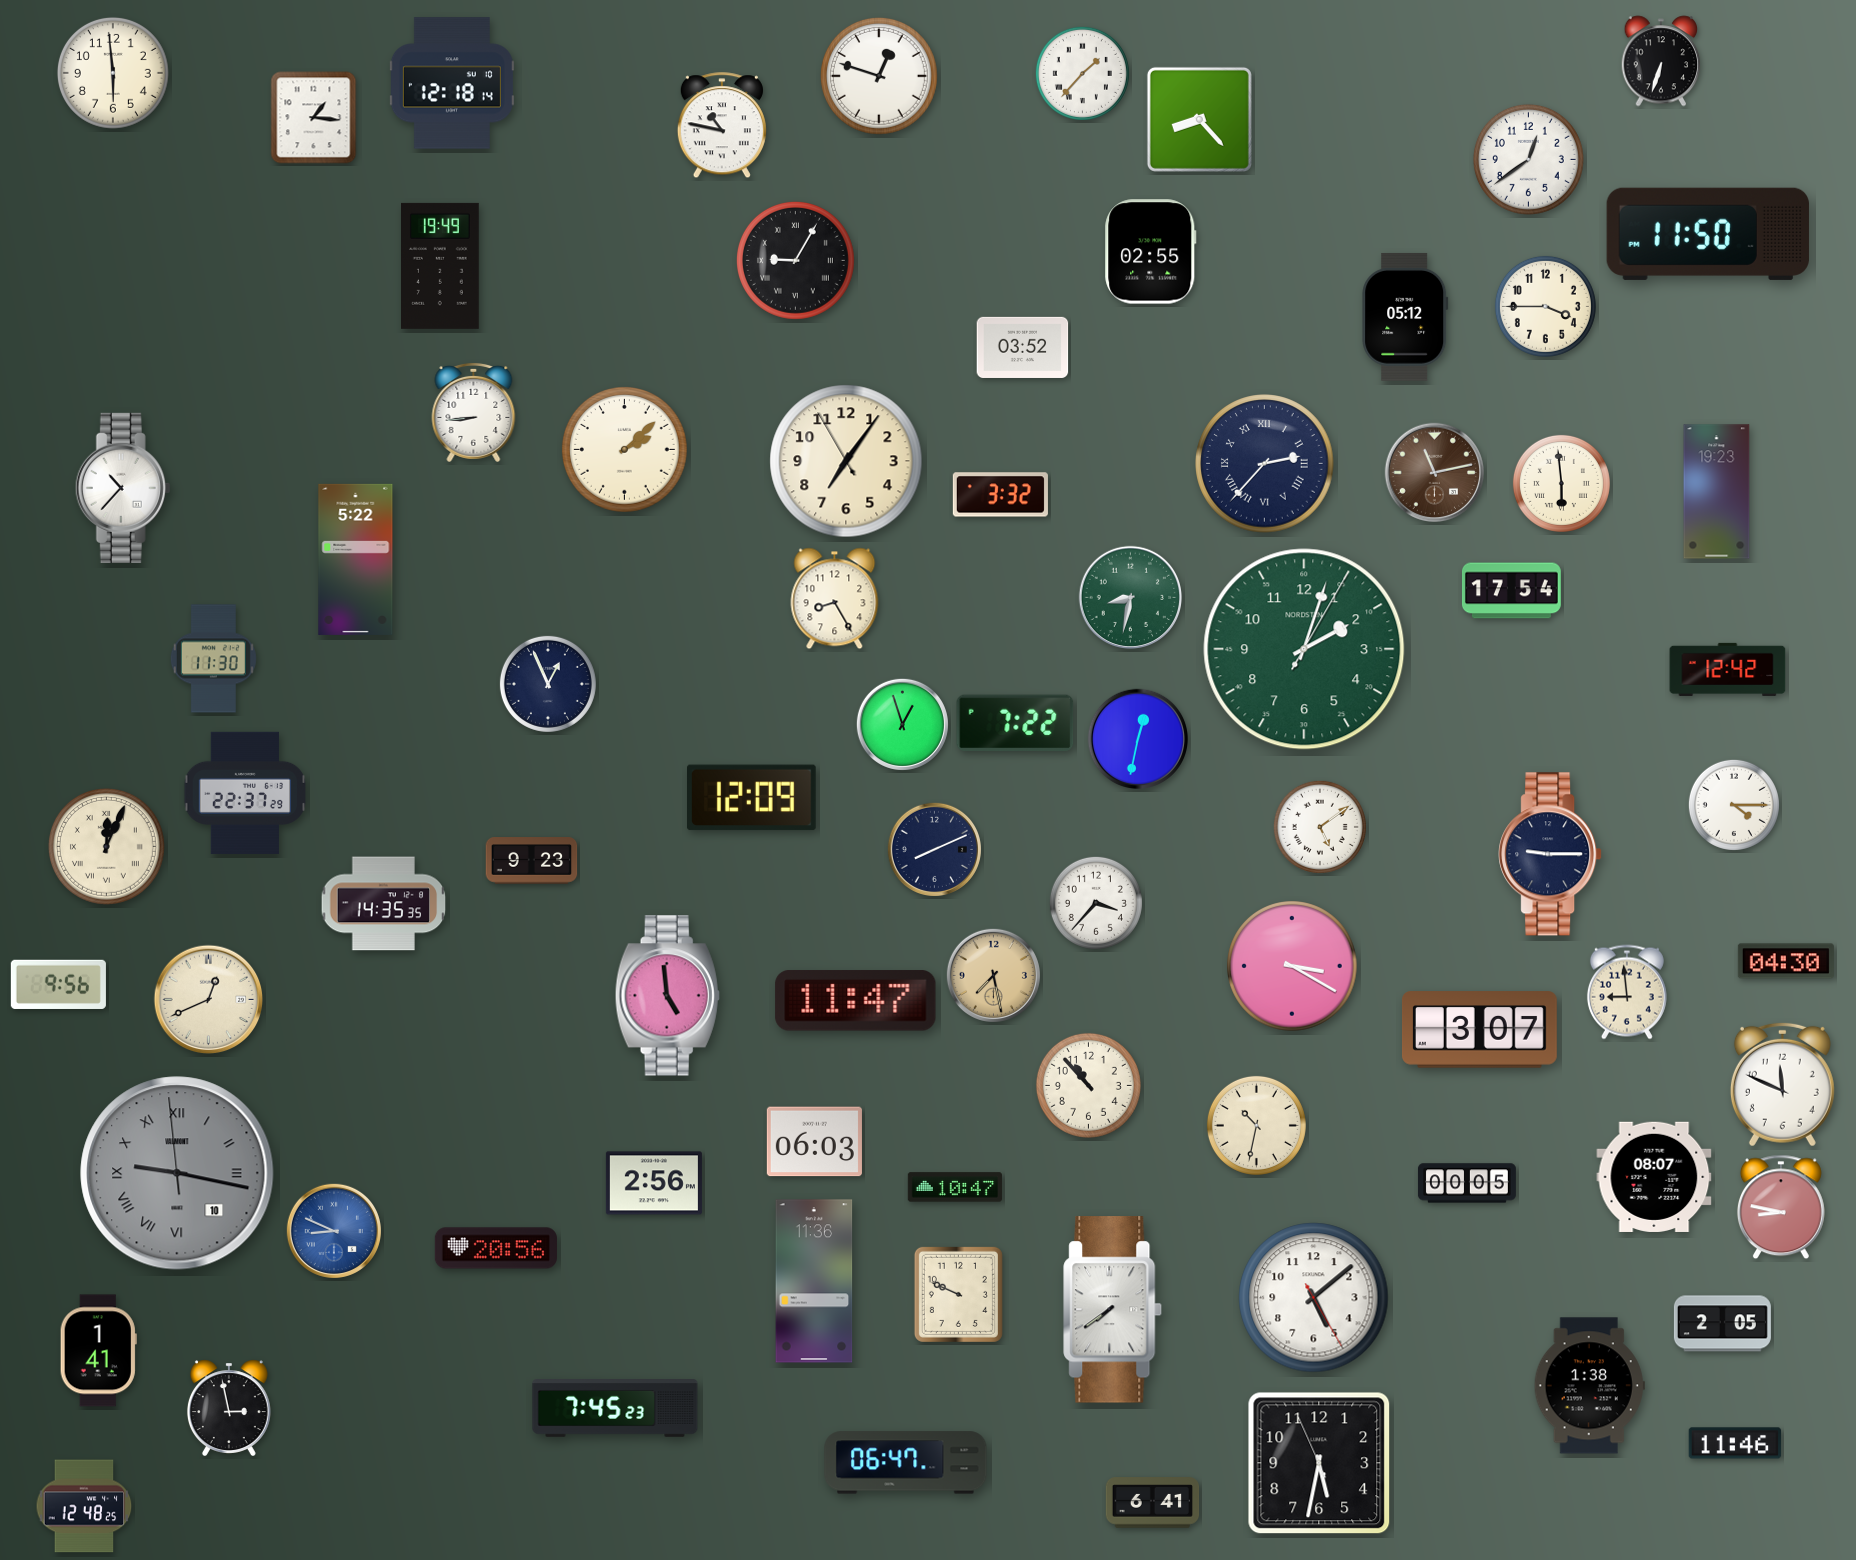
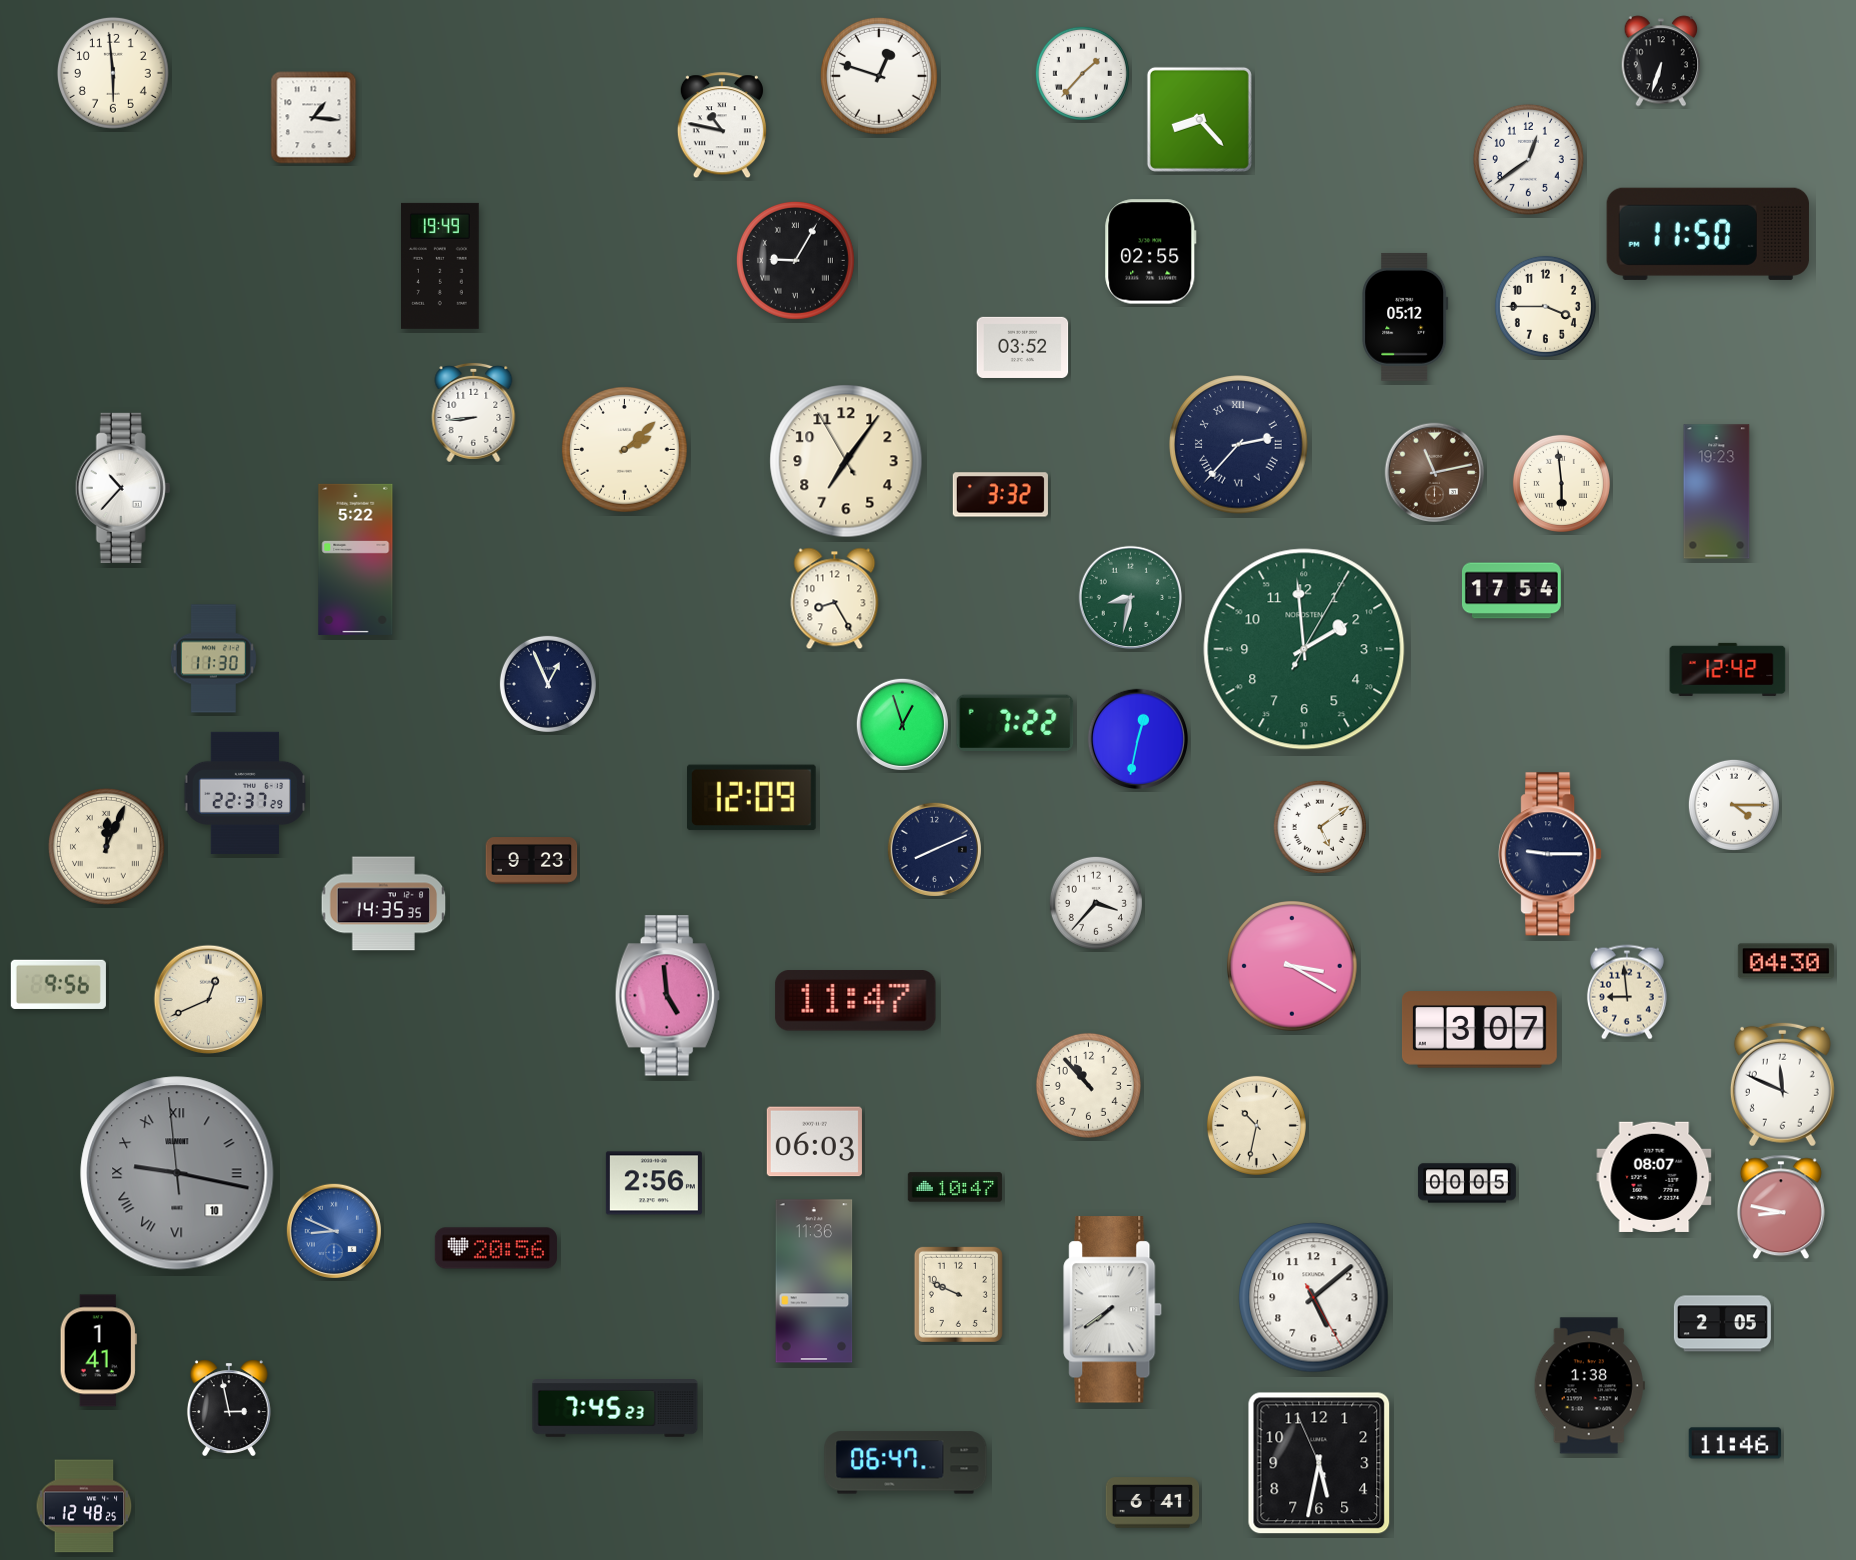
clock at (452, 83): 12:18 -> none
clock at (1265, 464) position: (1265, 464) -> (1239, 445)
clock at (1304, 649): 2:03 -> 1:59
clock at (993, 975): 7:28 -> none
